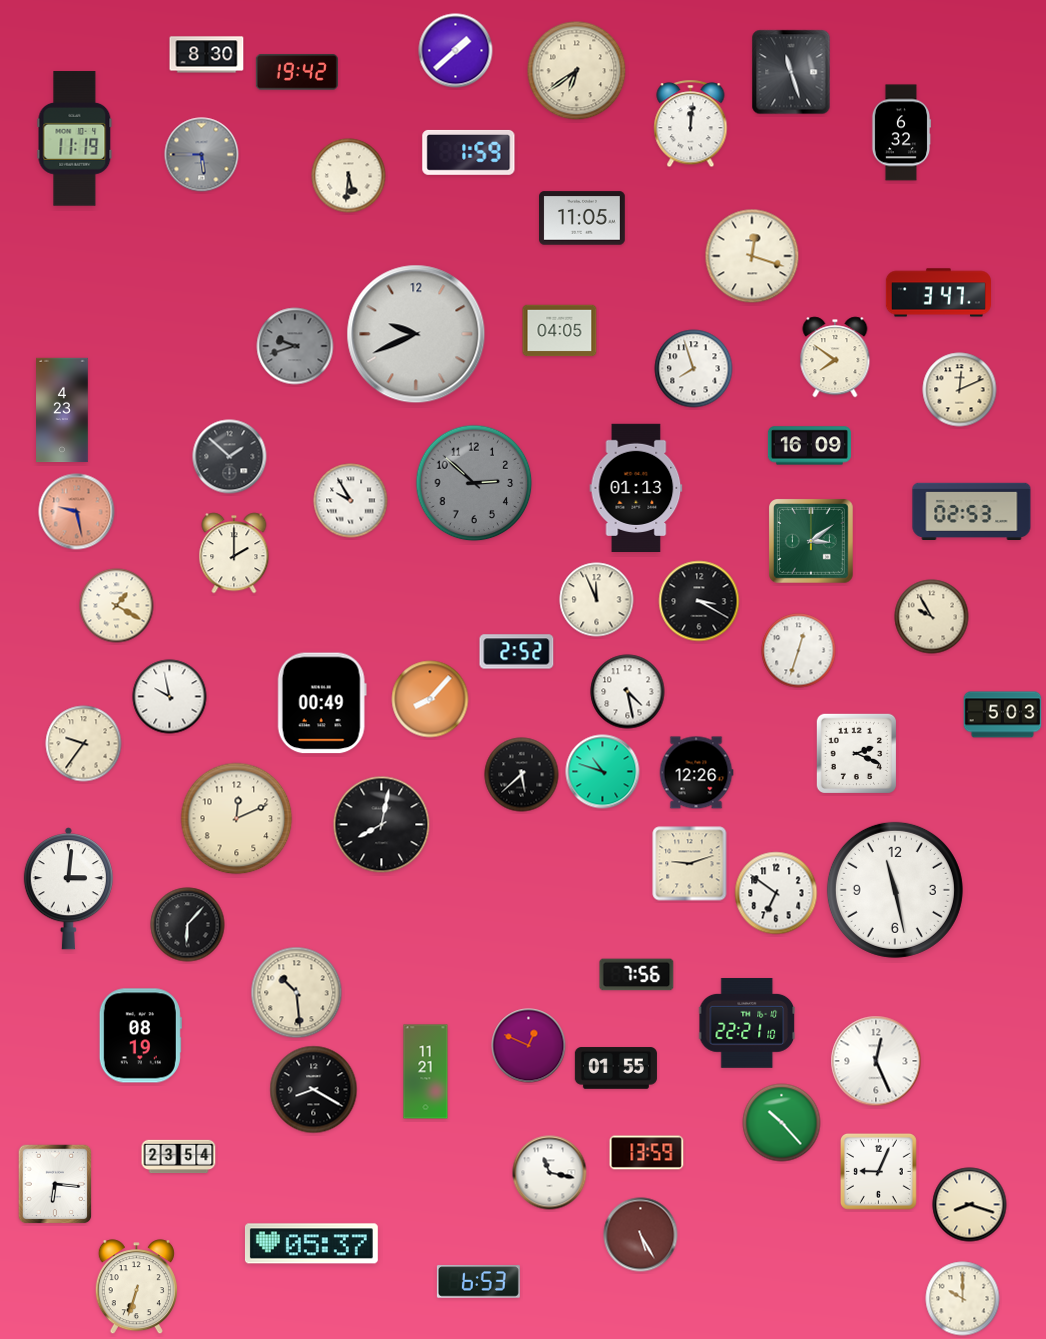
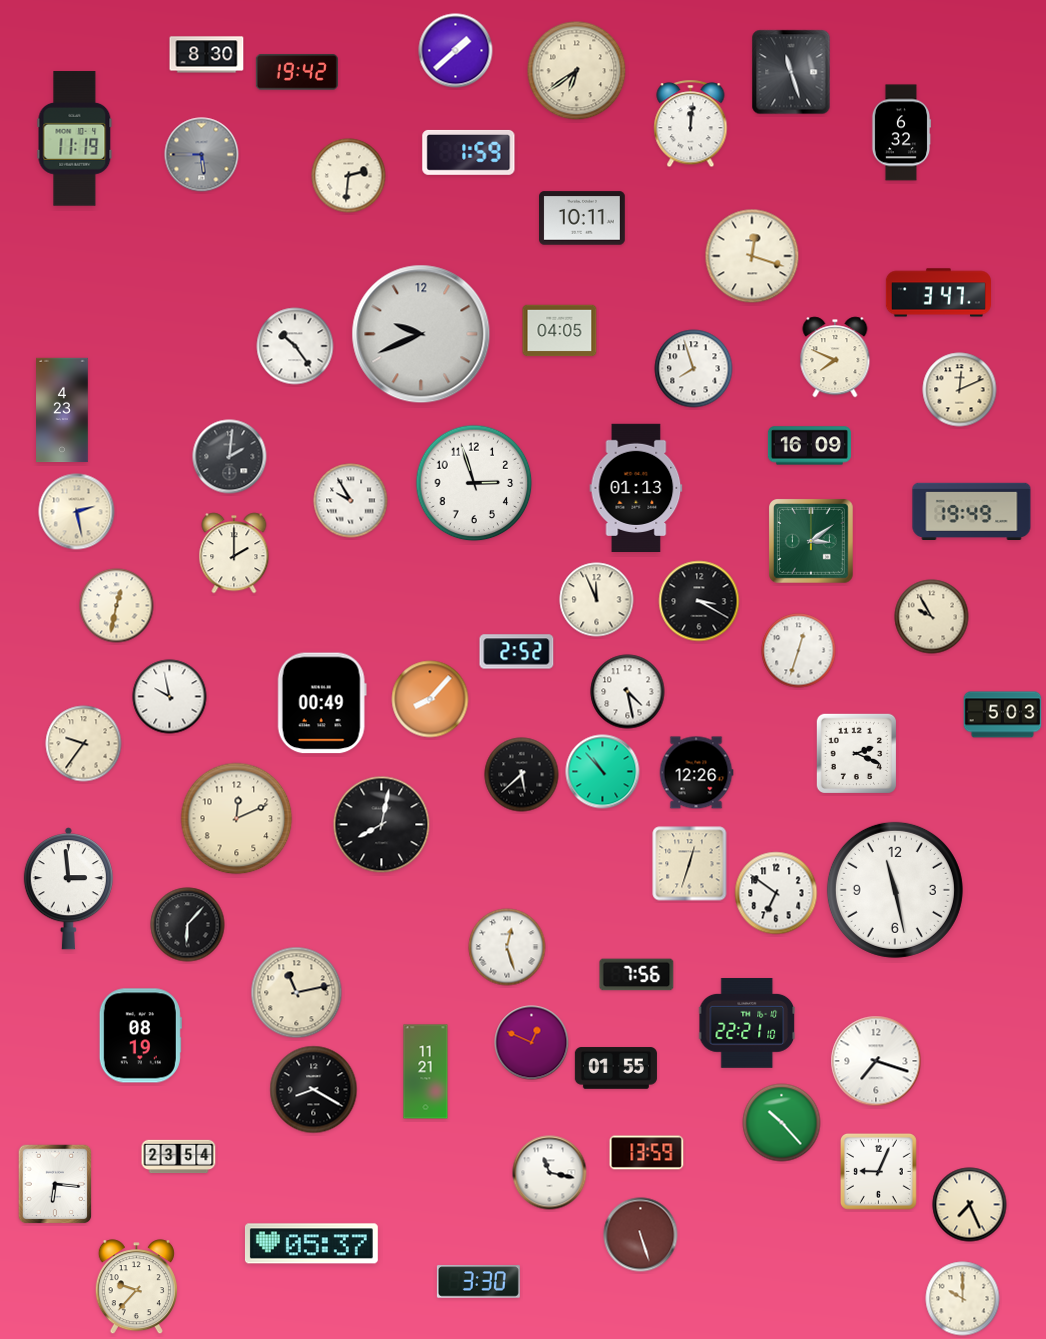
clock at (349, 176): 5:31 -> 2:31
clock at (583, 218): 11:05 -> 10:11
clock at (416, 334) position: (416, 334) -> (421, 334)
clock at (295, 346): 9:42 -> 10:24
clock at (295, 346) dial: grey -> white
clock at (835, 357): 7:51 -> 7:49
clock at (230, 457): 1:52 -> 2:01
clock at (474, 483): 2:52 -> 2:57
clock at (474, 483) dial: grey -> white
clock at (972, 511): 02:53 -> 19:49
clock at (77, 512): 9:28 -> 2:28
clock at (77, 512) dial: salmon -> cream
clock at (117, 606): 1:20 -> 12:32
clock at (603, 772): 10:48 -> 10:53
clock at (690, 864): 9:12 -> 12:33
clock at (68, 889): 3:01 -> 2:59
clock at (507, 947): none -> 12:27
clock at (297, 993): 10:29 -> 11:13
clock at (529, 1046) position: (529, 1046) -> (532, 1043)
clock at (876, 1061): 12:26 -> 7:18
clock at (970, 1205): 8:18 -> 7:26
clock at (641, 1235): 5:25 -> 5:27
clock at (478, 1282): 6:53 -> 3:30
clock at (136, 1287): 6:33 -> 9:37
